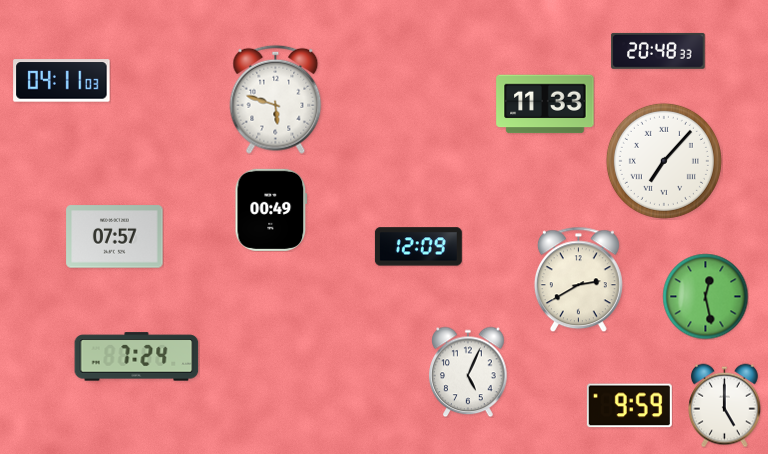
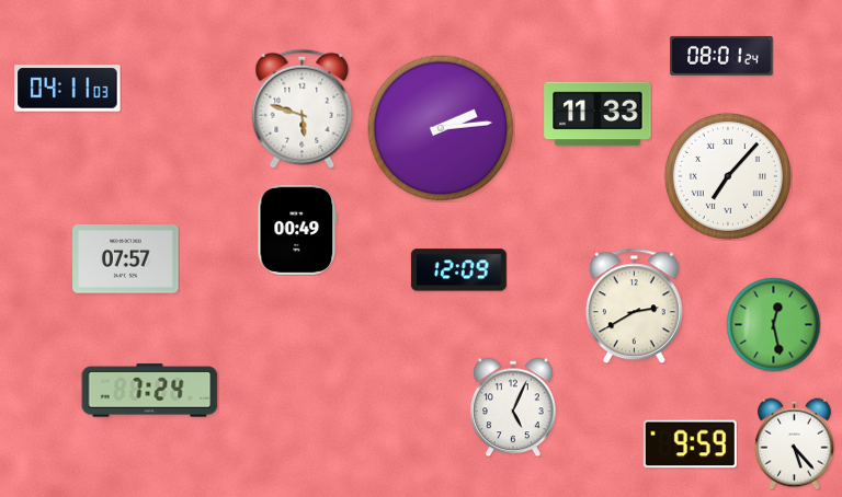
clock at (658, 51): 20:48 -> 08:01
clock at (441, 128): none -> 2:14
clock at (725, 405): 5:00 -> 5:23
